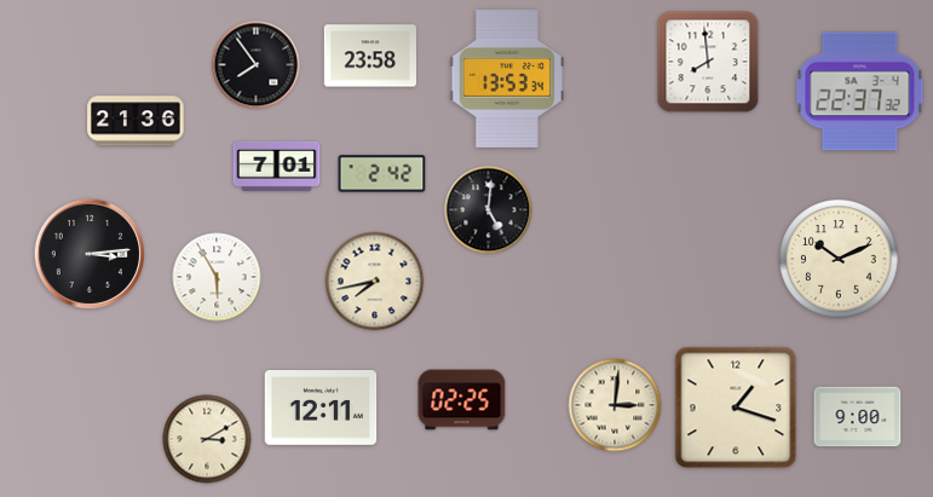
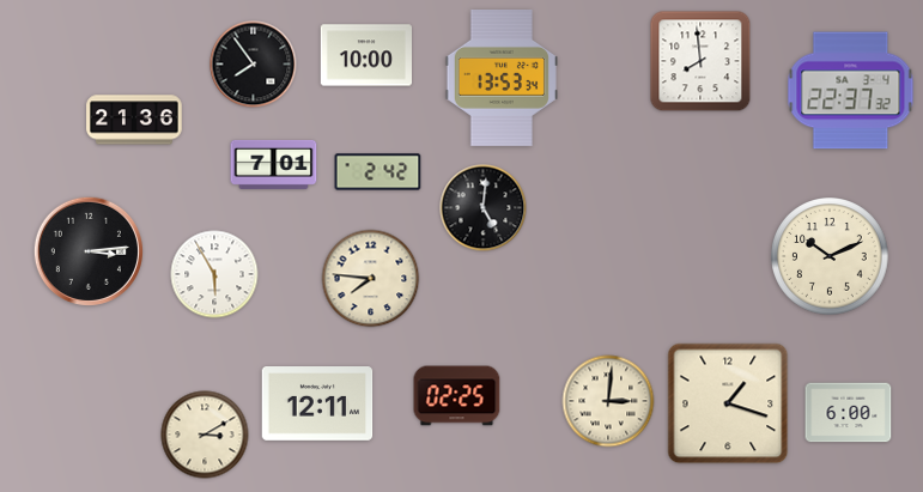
clock at (369, 56): 23:58 -> 10:00
clock at (375, 282): 7:43 -> 7:46
clock at (858, 417): 9:00 -> 6:00
